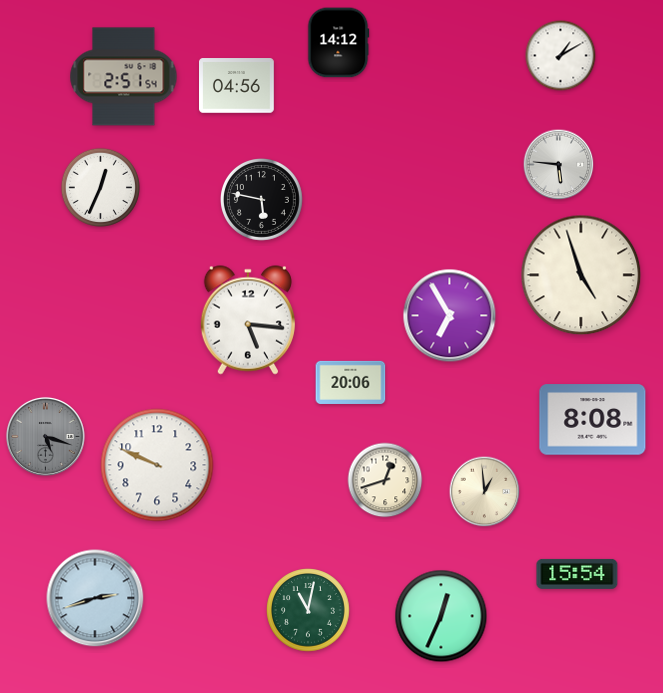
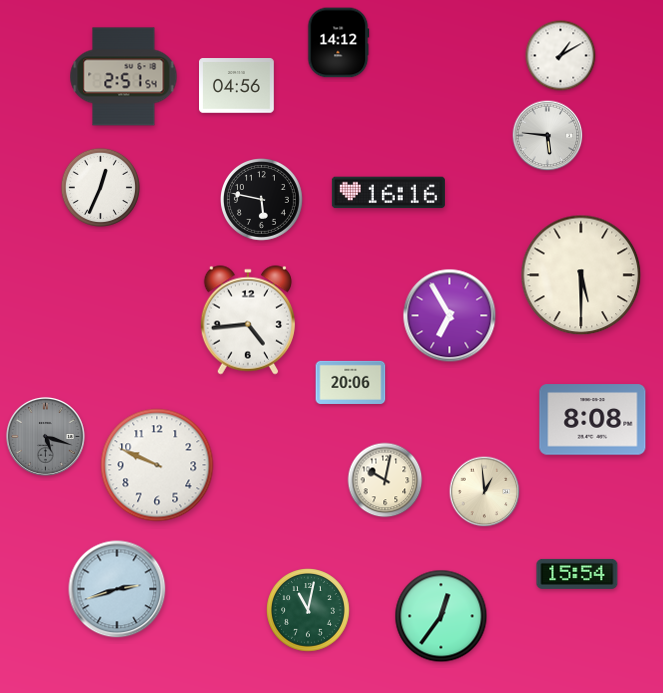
clock at (559, 165) position: (559, 165) -> (548, 136)
clock at (388, 193): none -> 16:16
clock at (581, 275): 4:57 -> 5:30
clock at (248, 320): 5:16 -> 4:44
clock at (385, 480): 12:42 -> 10:02
clock at (95, 598) position: (95, 598) -> (117, 589)
clock at (441, 616): 12:34 -> 12:36
